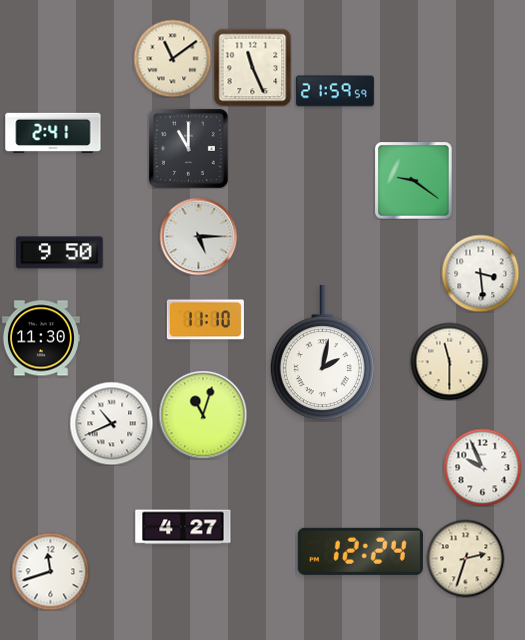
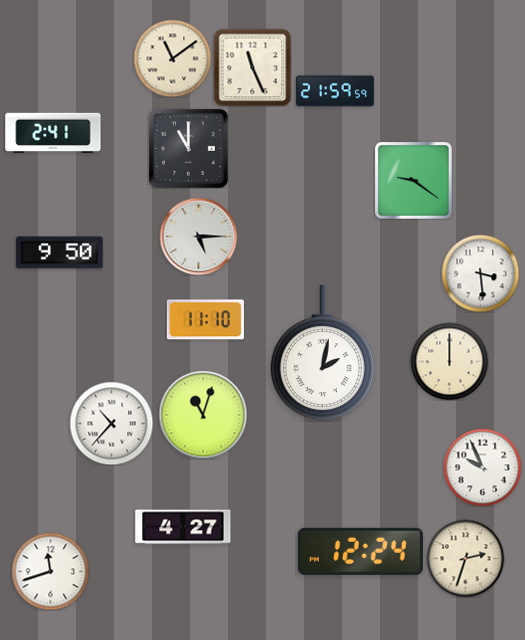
clock at (41, 338): 11:30 -> none
clock at (449, 361): 11:30 -> 12:00
clock at (111, 423): 10:41 -> 10:37
